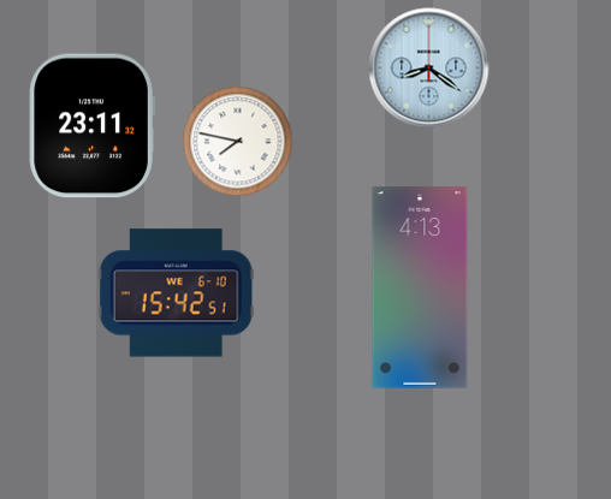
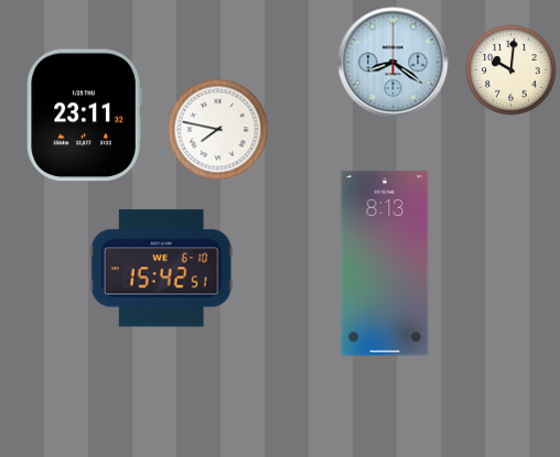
clock at (511, 70): none -> 10:01
clock at (420, 287): 4:13 -> 8:13
